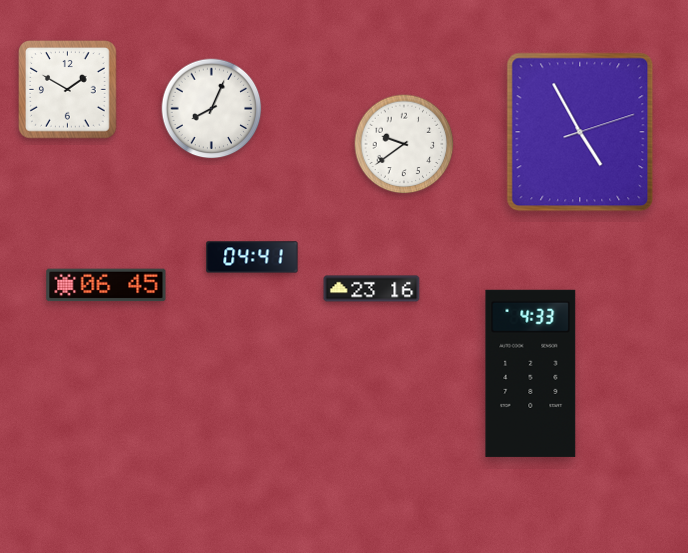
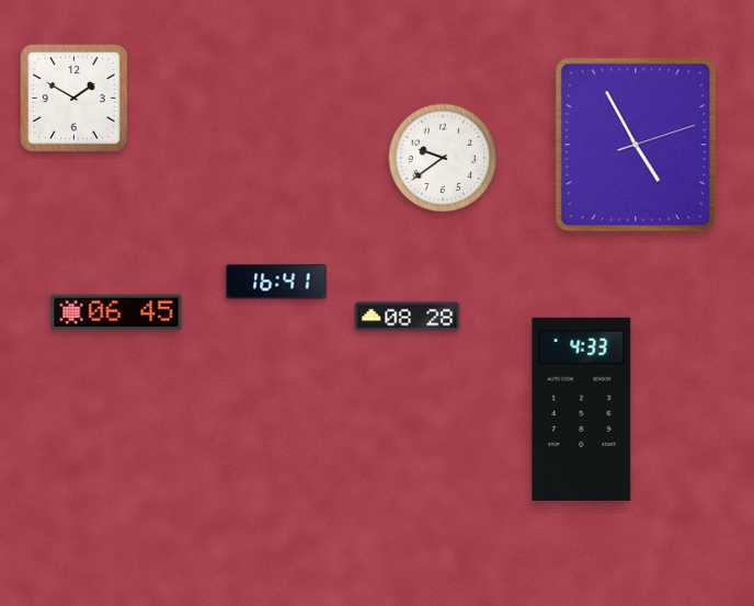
clock at (212, 109): 8:04 -> none
clock at (252, 257): 04:41 -> 16:41
clock at (372, 289): 23:16 -> 08:28
